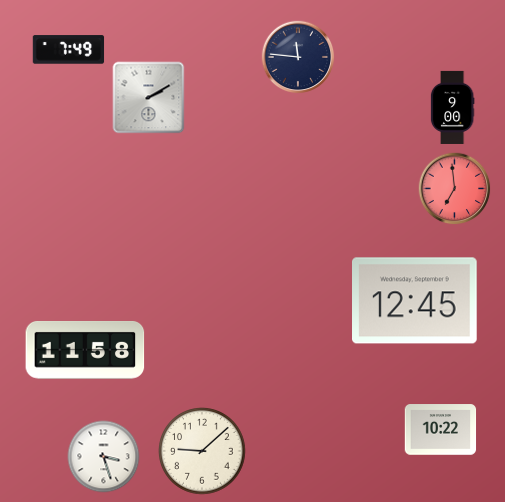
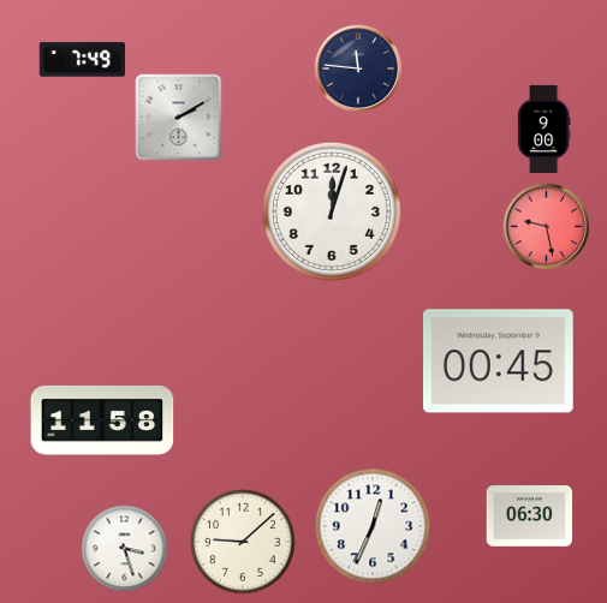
clock at (332, 211): none -> 12:03
clock at (455, 189): 6:59 -> 9:28
clock at (415, 301): 12:45 -> 00:45
clock at (441, 430): 10:22 -> 06:30
clock at (373, 526): none -> 12:34
